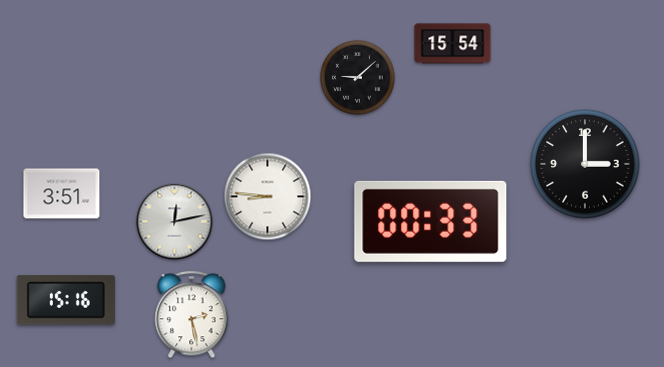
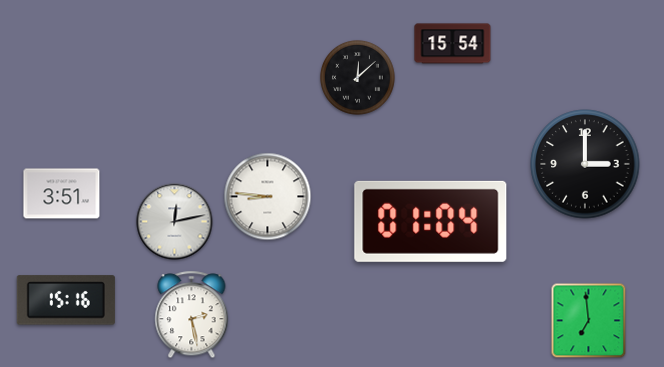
clock at (357, 77): 9:08 -> 12:08
clock at (431, 221): 00:33 -> 01:04
clock at (589, 321): none -> 6:59
